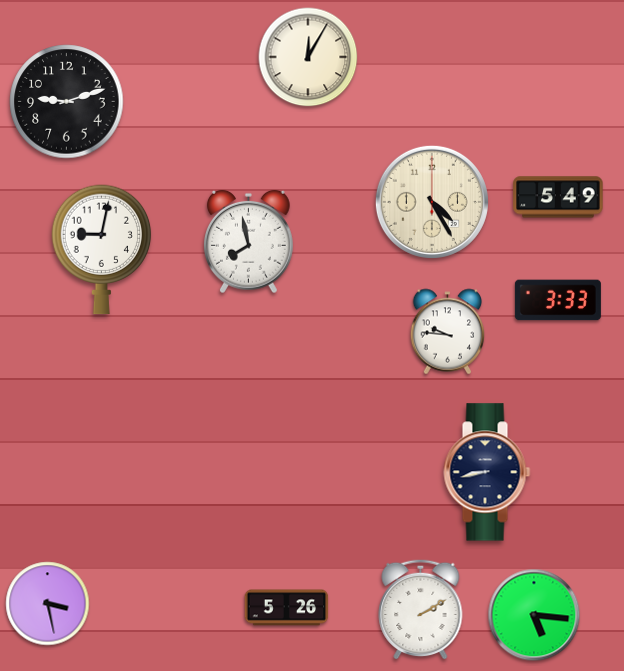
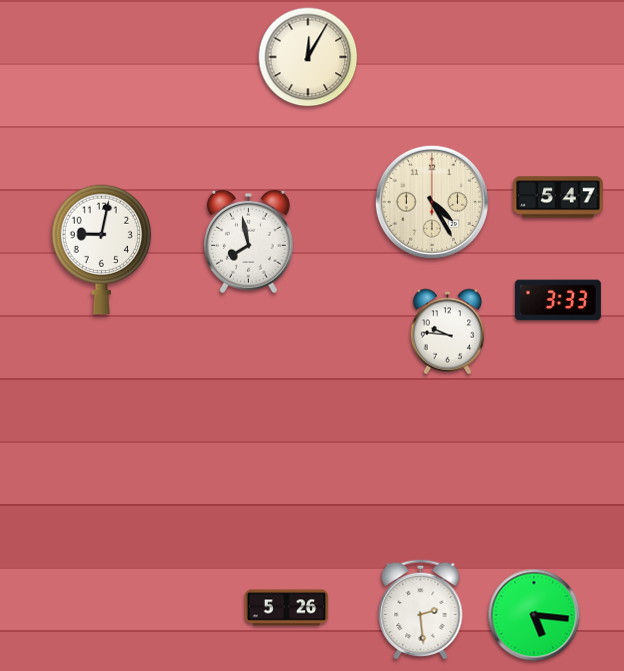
clock at (67, 102): 9:12 -> none
clock at (558, 197): 5:49 -> 5:47
clock at (487, 472): 8:43 -> none
clock at (48, 604): 3:28 -> none
clock at (421, 609): 2:10 -> 2:29
